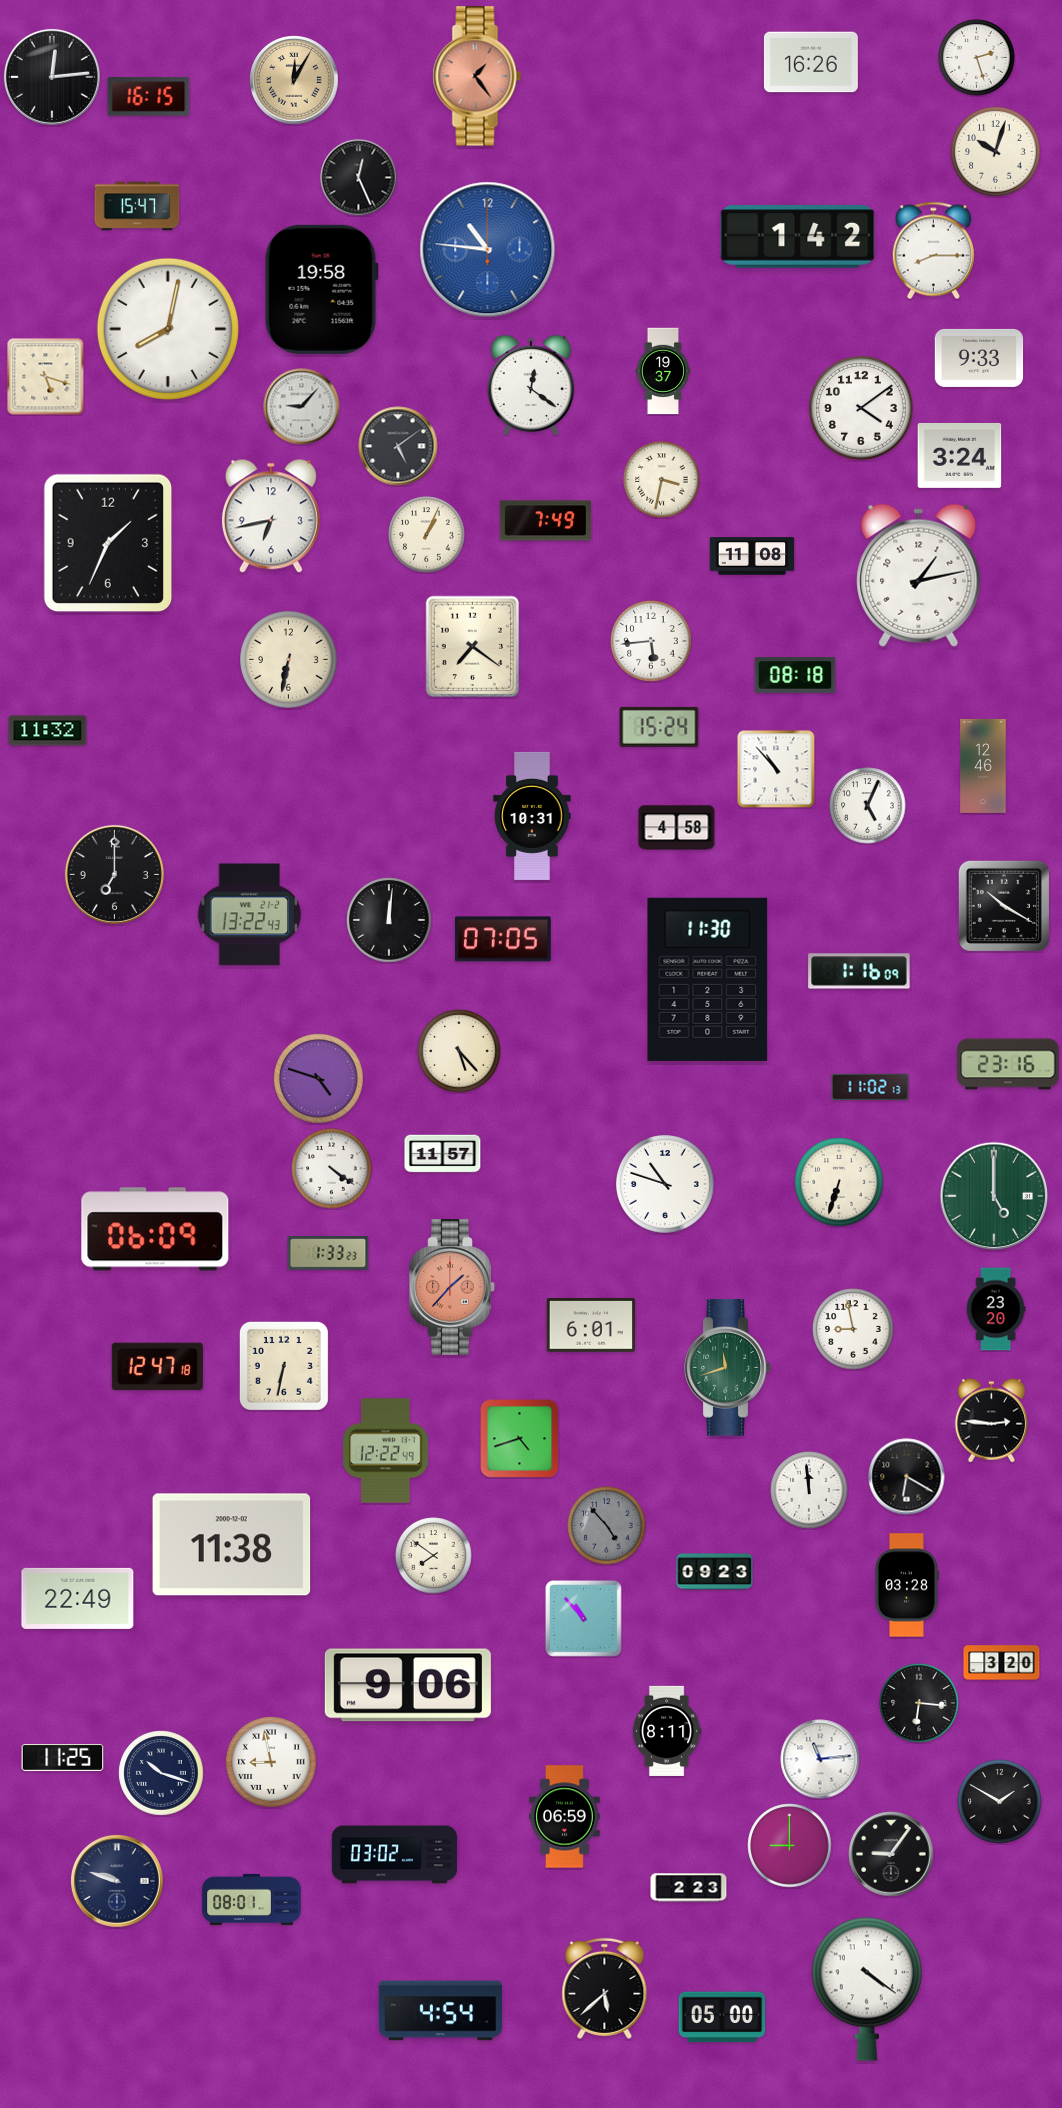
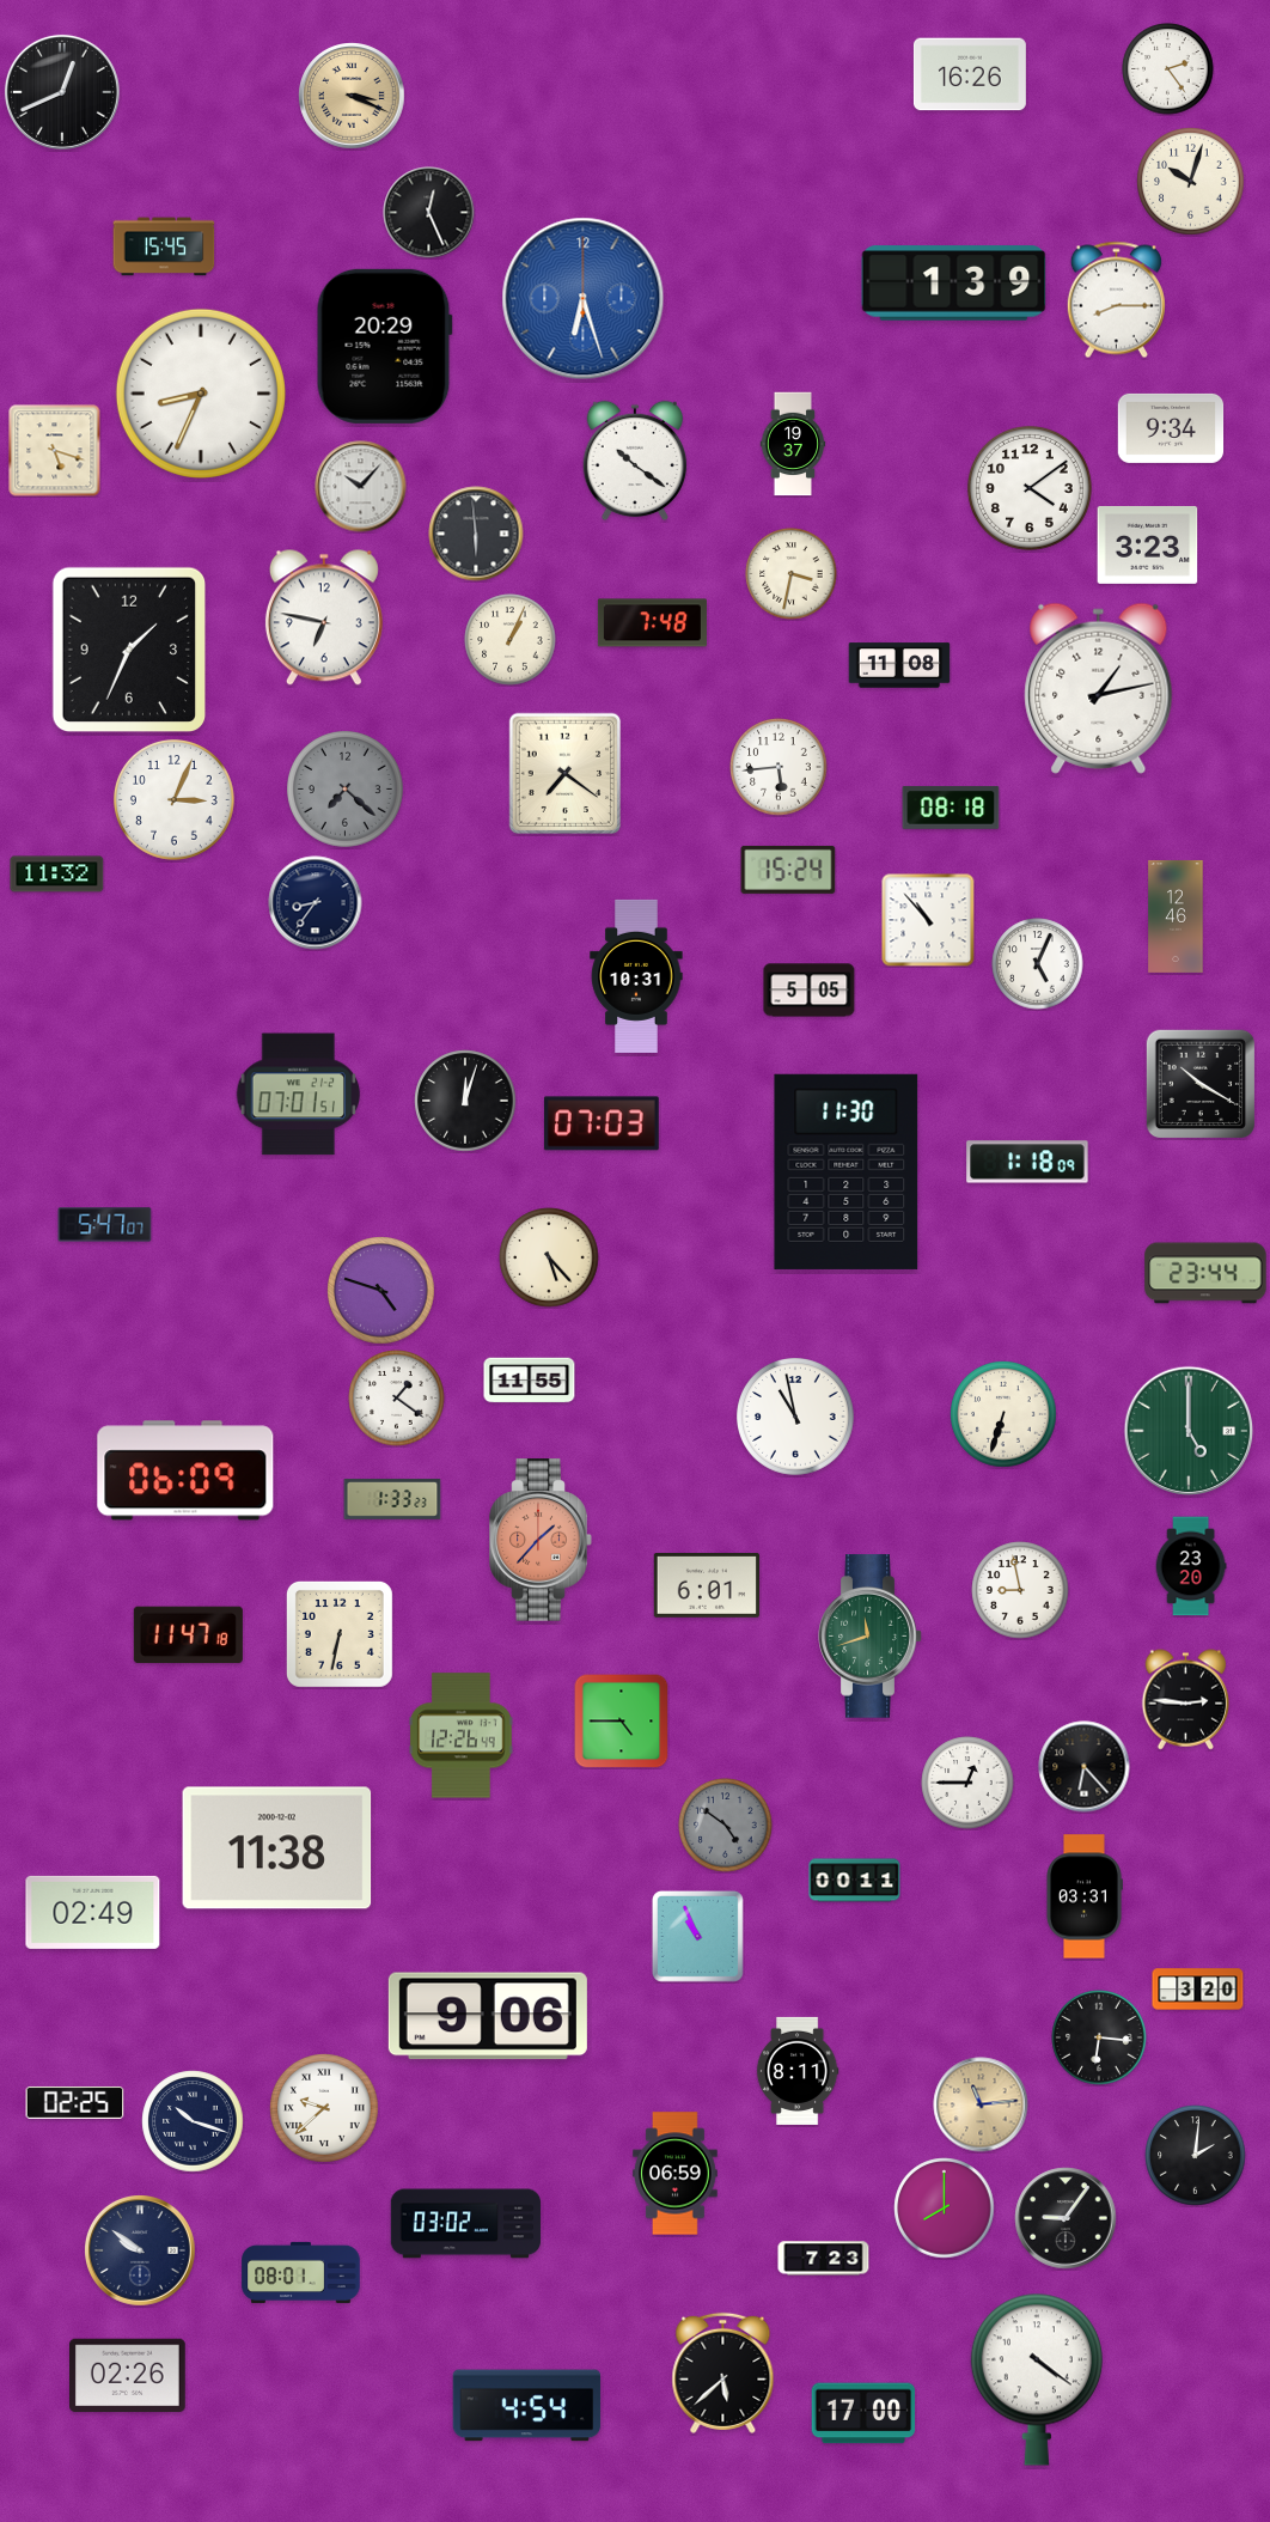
clock at (977, 58): 2:27 -> 2:24
clock at (477, 76): 1:24 -> none
clock at (52, 77): 12:14 -> 12:41
clock at (294, 80): 12:05 -> 3:19
clock at (149, 97): 16:15 -> none
clock at (137, 206): 15:47 -> 15:45
clock at (798, 237): 1:42 -> 1:39
clock at (488, 250): 10:46 -> 6:27
clock at (321, 289): 19:58 -> 20:29
clock at (168, 329): 8:02 -> 8:34
clock at (979, 358): 9:33 -> 9:34
clock at (531, 385): 12:21 -> 10:21
clock at (302, 407): 9:07 -> 10:07
clock at (398, 446): 5:09 -> 5:59
clock at (960, 455): 3:24 -> 3:23
clock at (271, 516): 6:43 -> 6:47
clock at (545, 521): 7:49 -> 7:48
clock at (289, 660): 6:32 -> 7:22
clock at (289, 660) dial: cream -> grey
clock at (173, 799): none -> 3:04
clock at (316, 903): none -> 8:36
clock at (677, 828): 4:58 -> 5:05
clock at (114, 874): 7:00 -> none
clock at (250, 915): 13:22 -> 07:01
clock at (389, 920): 12:01 -> 12:03
clock at (503, 939): 07:05 -> 07:03
clock at (859, 971): 1:16 -> 1:18
clock at (105, 1225): none -> 5:47
clock at (1008, 1064): 23:16 -> 23:44
clock at (870, 1087): 11:02 -> none
clock at (443, 1154): 11:57 -> 11:55
clock at (332, 1169): 4:21 -> 1:21
clock at (666, 1185): 10:48 -> 10:58
clock at (157, 1367): 12:47 -> 11:47
clock at (519, 1439): 4:42 -> 4:45
clock at (386, 1451): 12:22 -> 12:26
clock at (907, 1477): 6:20 -> 6:23
clock at (809, 1490): 11:59 -> 12:45
clock at (607, 1526): 4:53 -> 4:51
clock at (434, 1556): 7:51 -> none
clock at (715, 1572): 09:23 -> 00:11
clock at (907, 1585): 03:28 -> 03:31
clock at (78, 1598): 22:49 -> 02:49
clock at (583, 1618): 10:53 -> 10:56
clock at (63, 1757): 11:25 -> 02:25
clock at (820, 1759) dial: white -> champagne
clock at (271, 1762): 8:58 -> 9:38
clock at (1000, 1802): 1:50 -> 2:01
clock at (790, 1846): 9:00 -> 8:00
clock at (395, 1855) position: (395, 1855) -> (466, 2224)
clock at (118, 1882): 9:48 -> 9:51
clock at (689, 1888): 2:23 -> 7:23
clock at (128, 2376): none -> 02:26
clock at (605, 1988) position: (605, 1988) -> (723, 2372)
clock at (722, 2017): 05:00 -> 17:00
